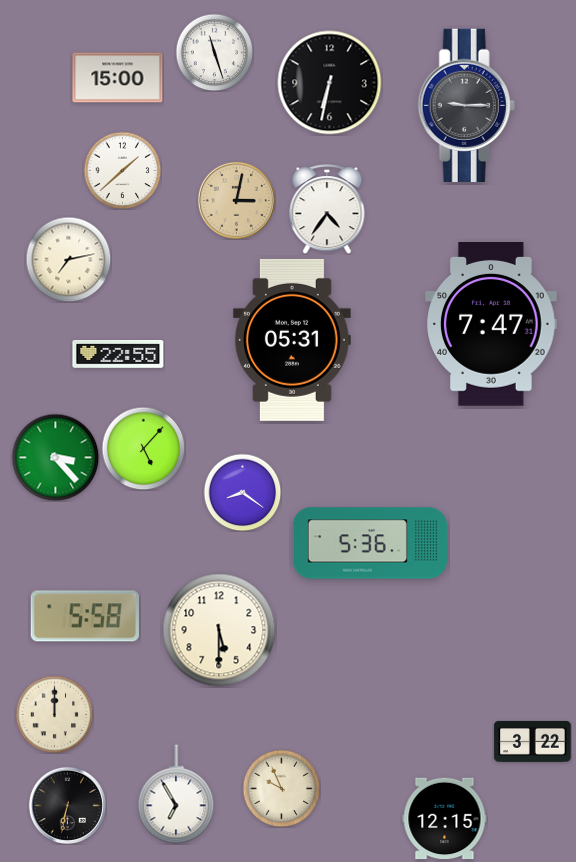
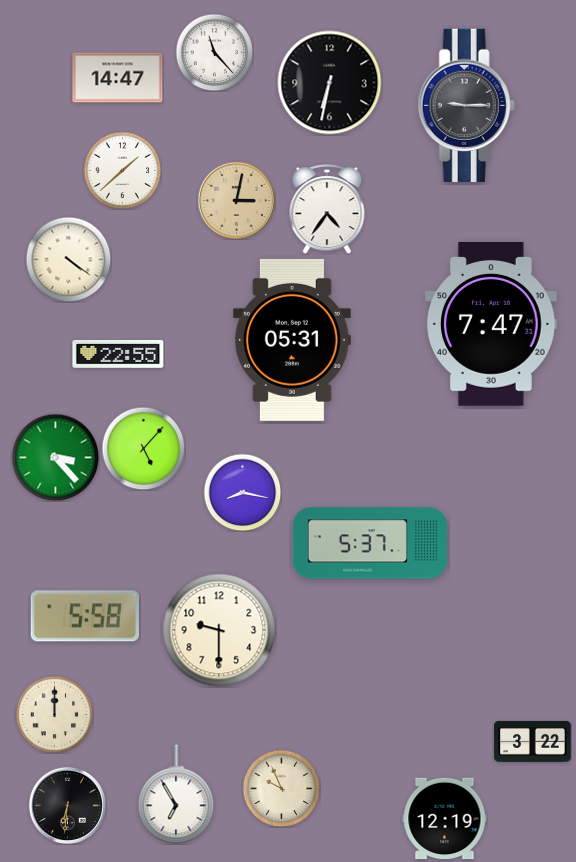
clock at (214, 52): 11:27 -> 11:23
clock at (118, 78): 15:00 -> 14:47
clock at (68, 259): 7:13 -> 4:21
clock at (242, 492): 8:21 -> 8:17
clock at (370, 543): 5:36 -> 5:37
clock at (219, 630): 5:30 -> 9:30
clock at (67, 805): 6:32 -> 6:31
clock at (445, 819): 12:15 -> 12:19
